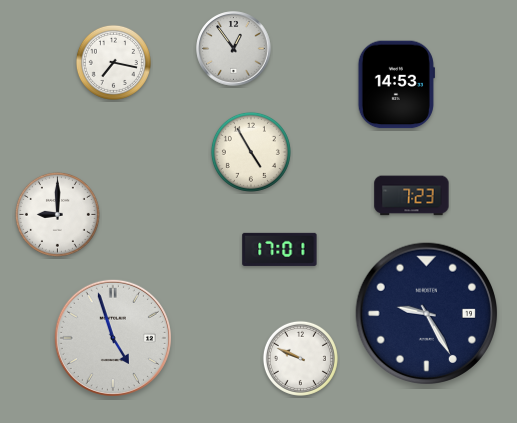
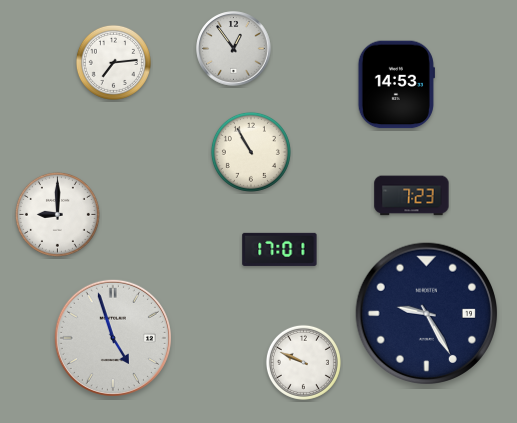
clock at (113, 62): 7:17 -> 7:14
clock at (251, 152): 4:55 -> 10:55
clock at (300, 358) position: (300, 358) -> (303, 362)
